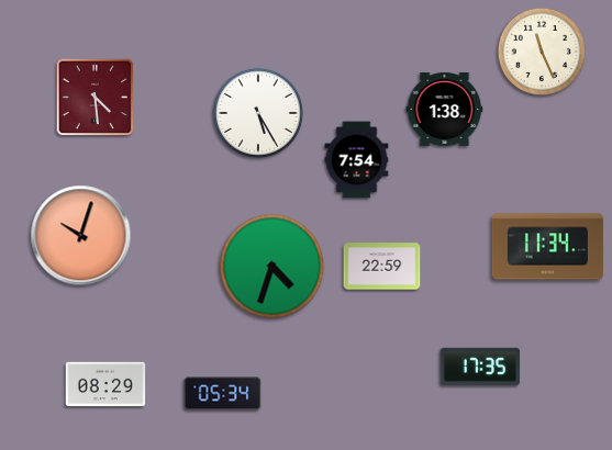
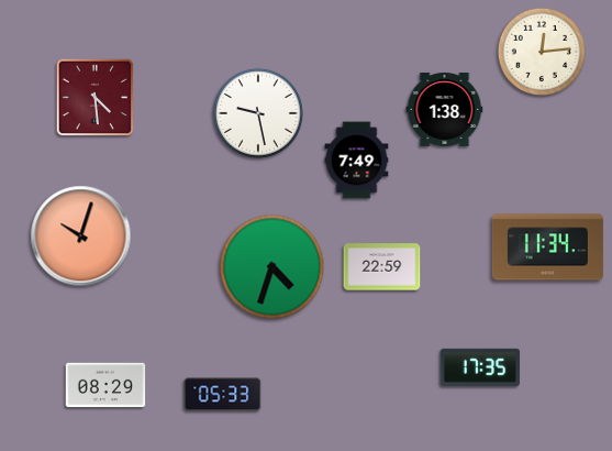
clock at (541, 50): 11:26 -> 12:14
clock at (258, 113): 5:25 -> 9:28
clock at (357, 160): 7:54 -> 7:49
clock at (223, 394): 05:34 -> 05:33
